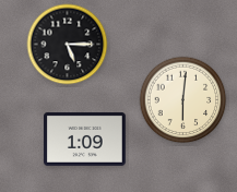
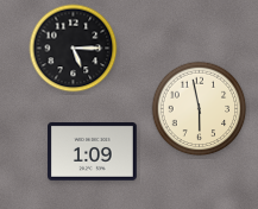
clock at (183, 100): 6:01 -> 5:58
